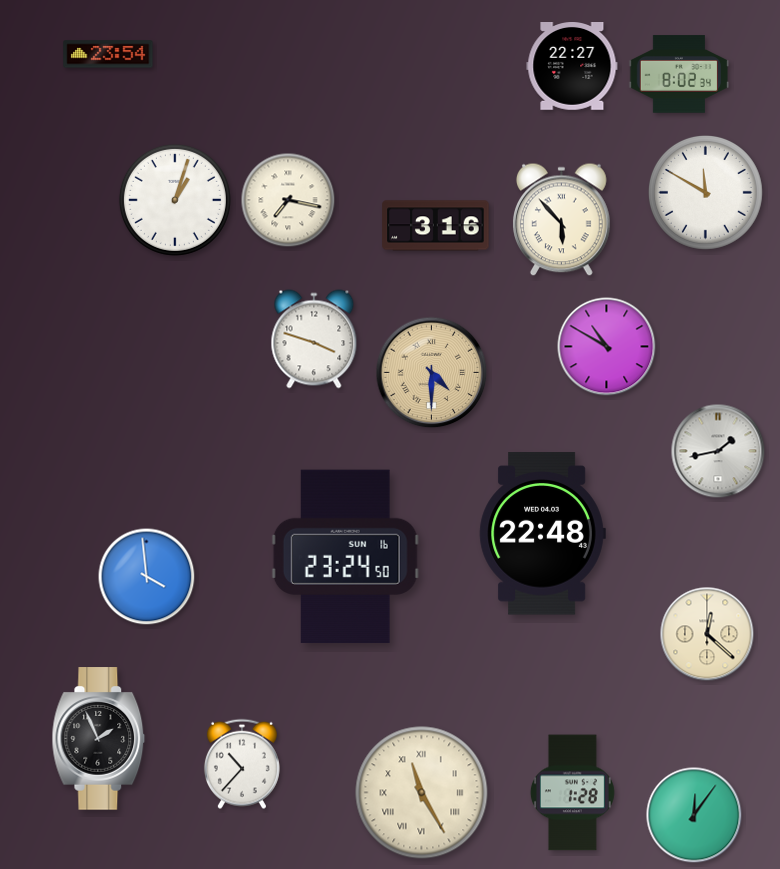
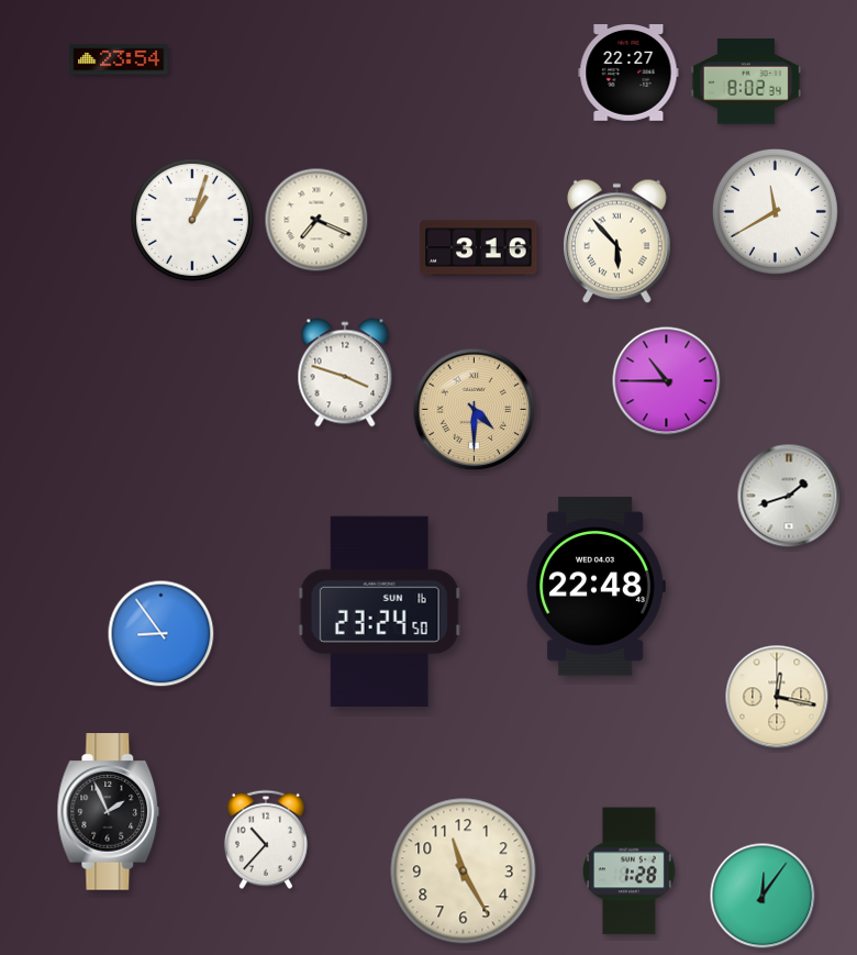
clock at (705, 192): 11:50 -> 11:40
clock at (288, 200): 7:17 -> 7:19
clock at (607, 347): 10:50 -> 10:45
clock at (718, 451): 1:43 -> 1:42
clock at (147, 577): 3:59 -> 8:54
clock at (707, 634): 12:22 -> 12:17
clock at (422, 793) numerals: Roman -> Arabic
